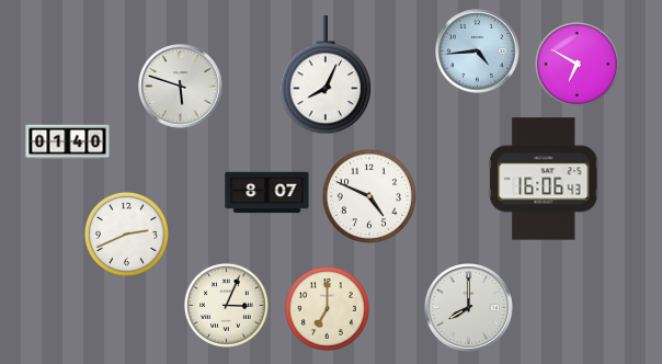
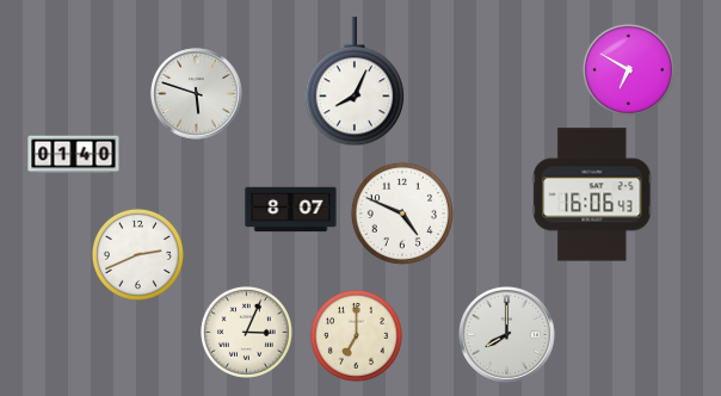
clock at (478, 52): 4:44 -> none
clock at (469, 308) position: (469, 308) -> (507, 335)
